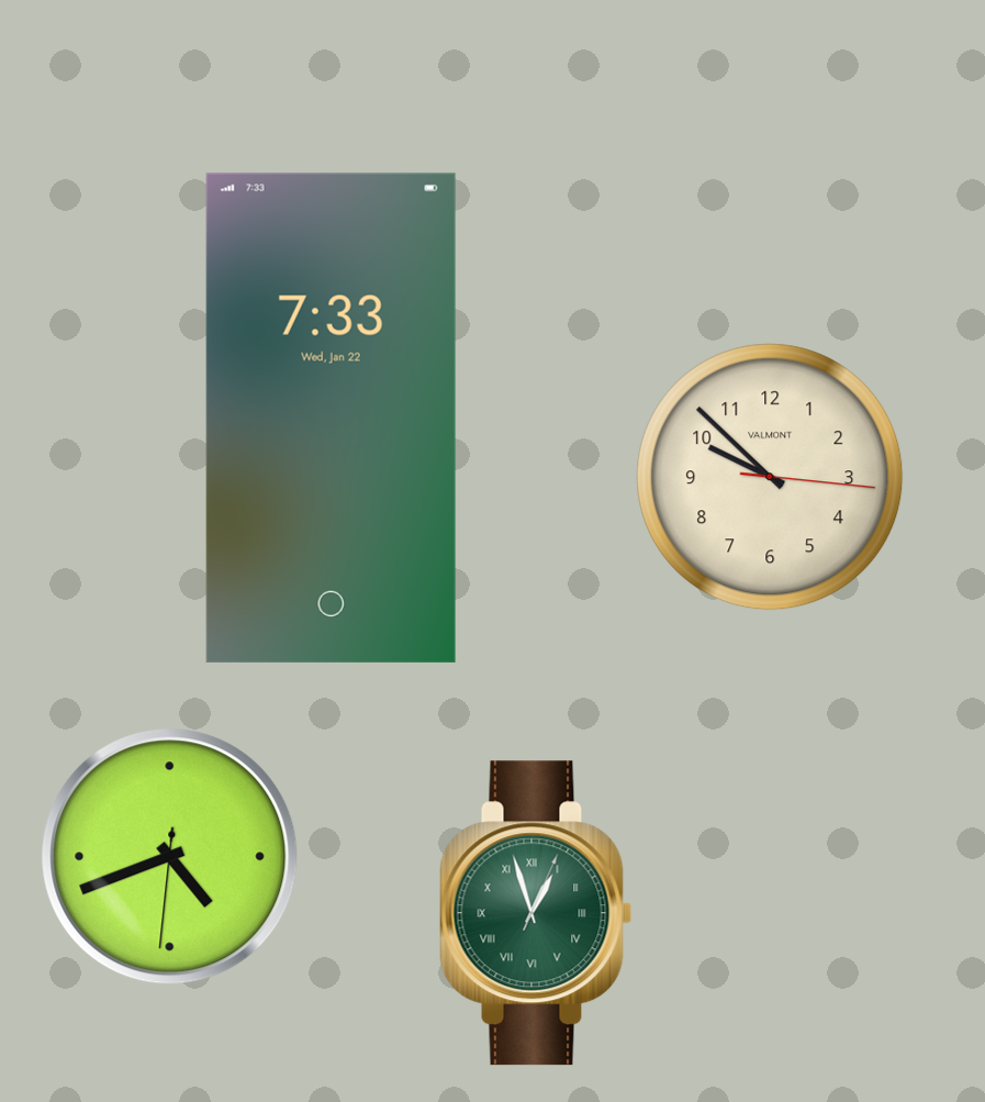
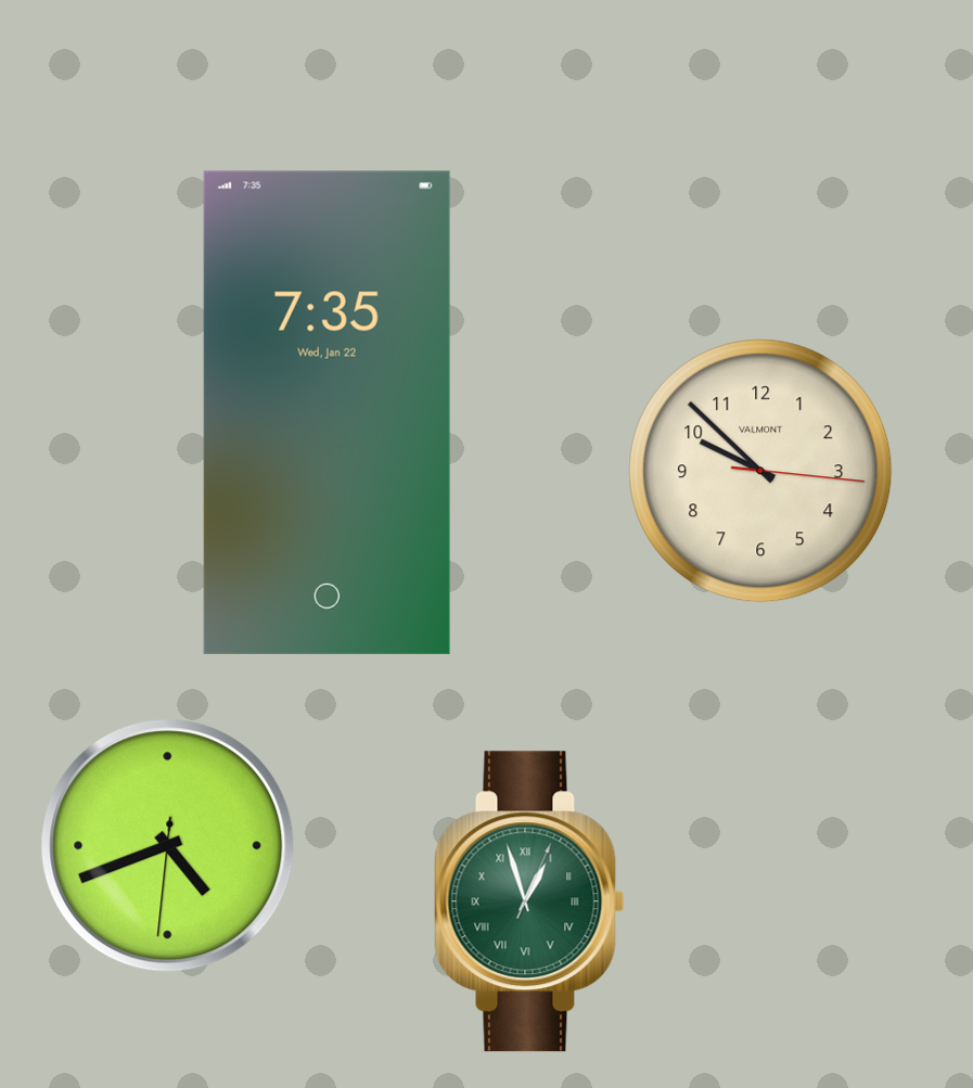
clock at (331, 418): 7:33 -> 7:35
